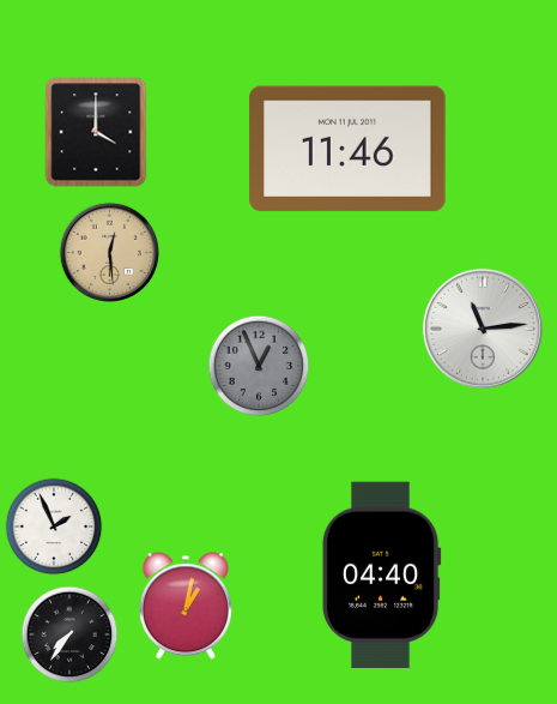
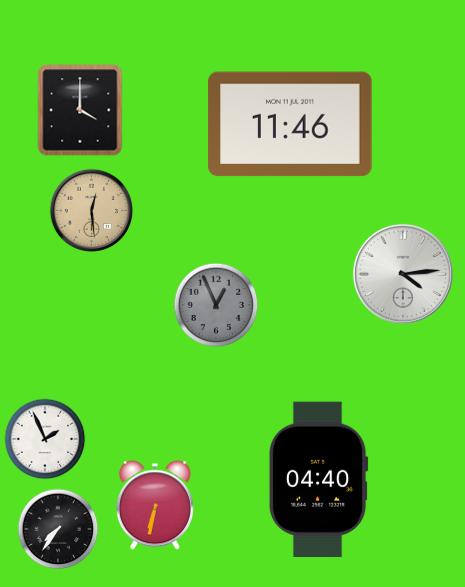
clock at (483, 329): 11:14 -> 4:14
clock at (186, 606): 1:02 -> 6:32
